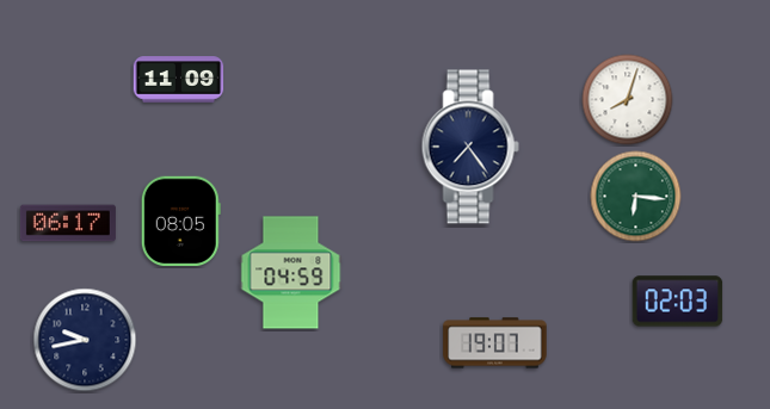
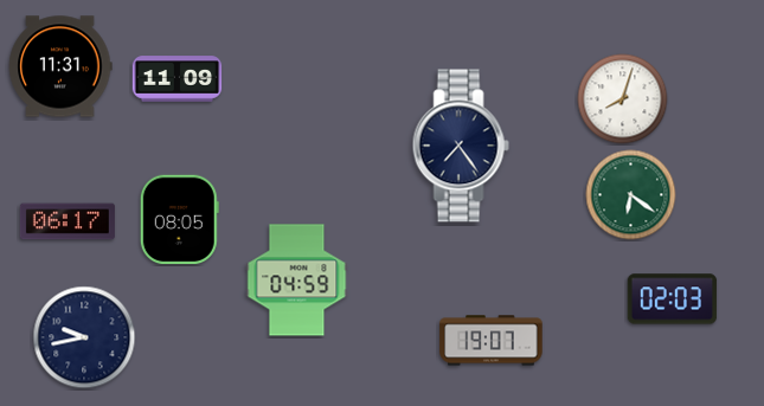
clock at (60, 66): none -> 11:31
clock at (470, 147) position: (470, 147) -> (461, 146)
clock at (636, 197): 6:16 -> 6:21
clock at (291, 273) position: (291, 273) -> (297, 281)
